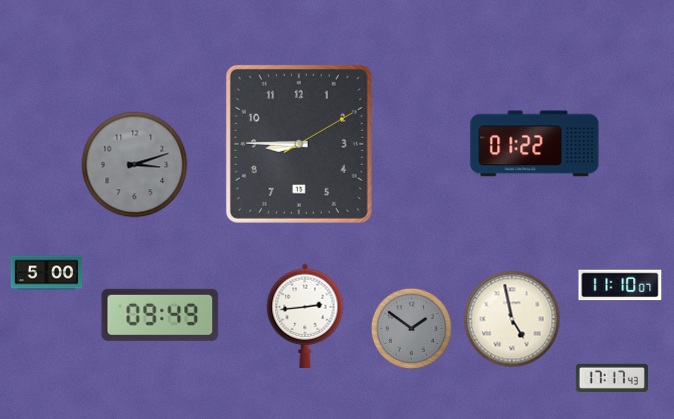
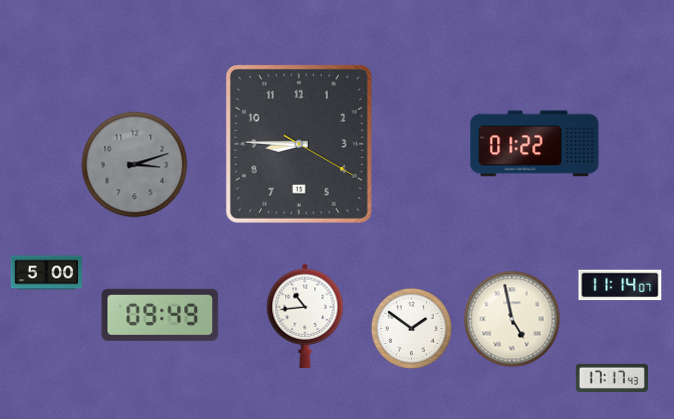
clock at (299, 144): 8:45:10 -> 8:45:20
clock at (620, 285): 11:10 -> 11:14
clock at (305, 315): 2:44 -> 10:44
clock at (411, 328) dial: grey -> white
